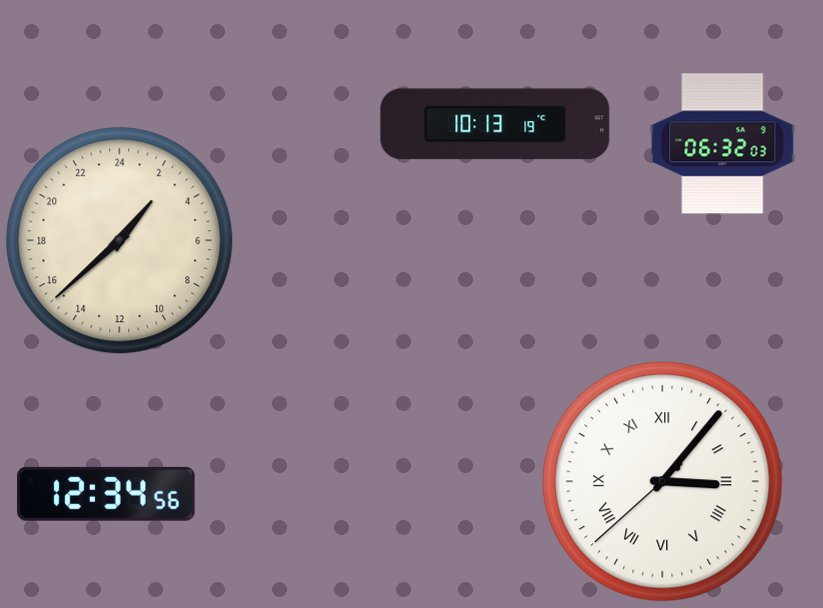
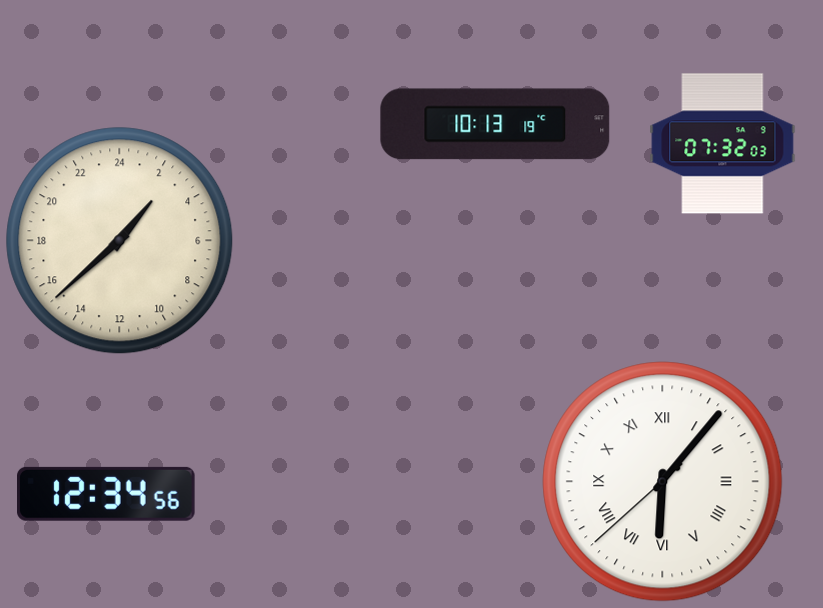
clock at (723, 144): 06:32 -> 07:32
clock at (663, 482): 3:06 -> 6:06
